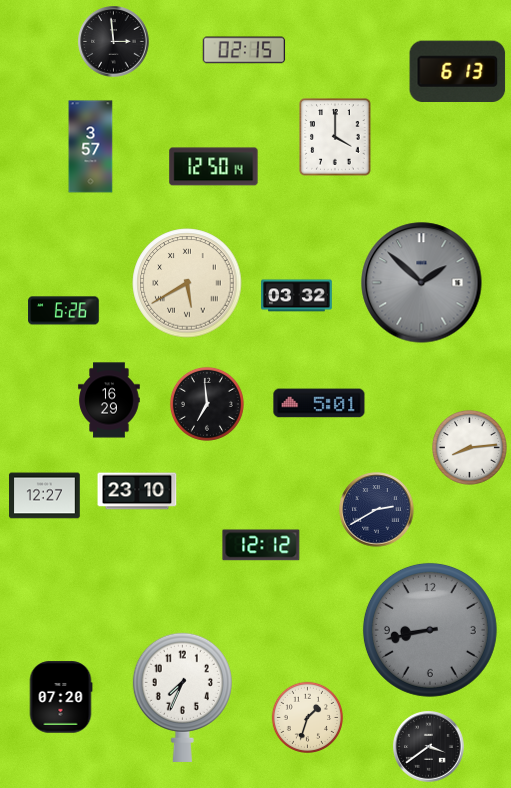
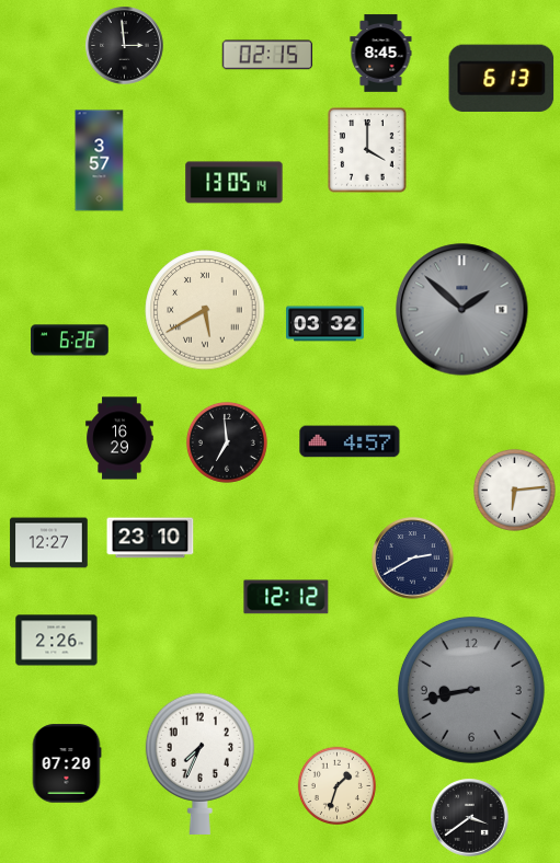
clock at (381, 54): none -> 8:45
clock at (214, 167): 12:50 -> 13:05
clock at (319, 403): 5:01 -> 4:57
clock at (469, 447): 8:14 -> 6:14
clock at (57, 641): none -> 2:26
